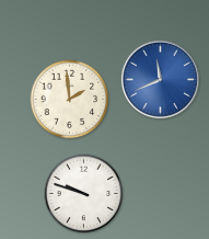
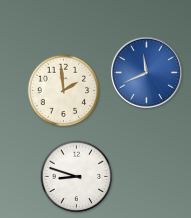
clock at (84, 194): 9:48 -> 8:48
